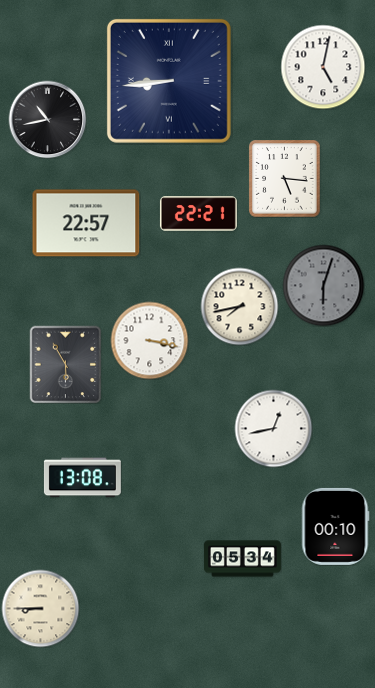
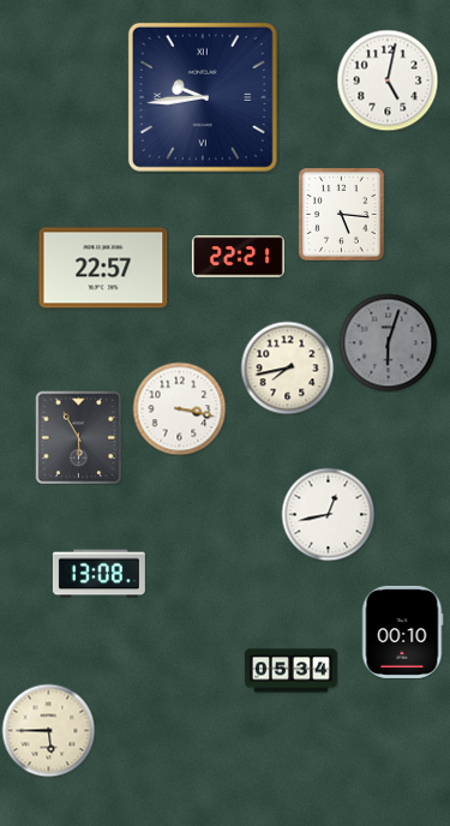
clock at (169, 81): 8:44 -> 9:44
clock at (47, 119): 10:43 -> none
clock at (40, 608): 8:45 -> 5:45
